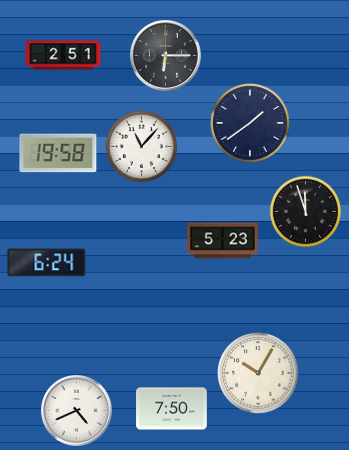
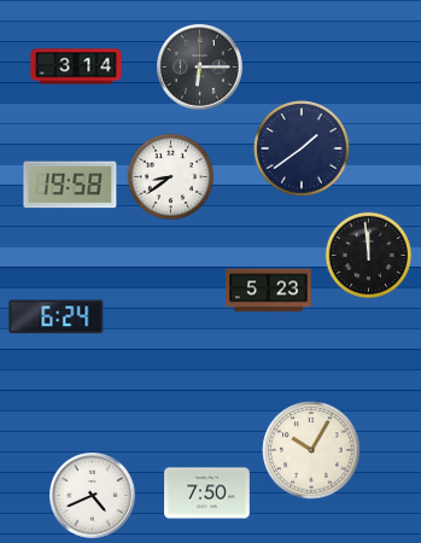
clock at (63, 55): 2:51 -> 3:14
clock at (142, 147): 11:07 -> 8:39
clock at (306, 212): 11:57 -> 11:59
